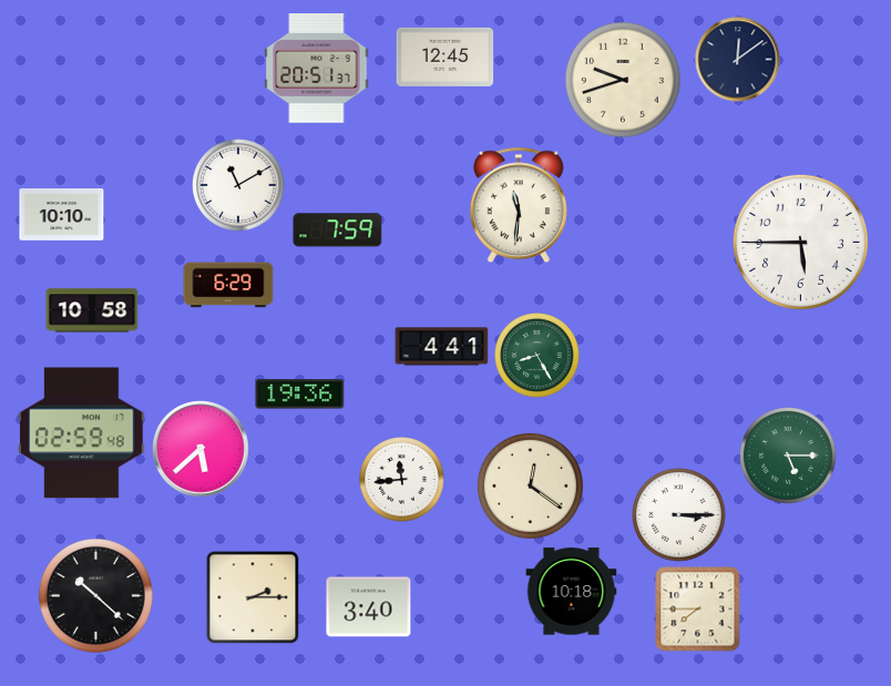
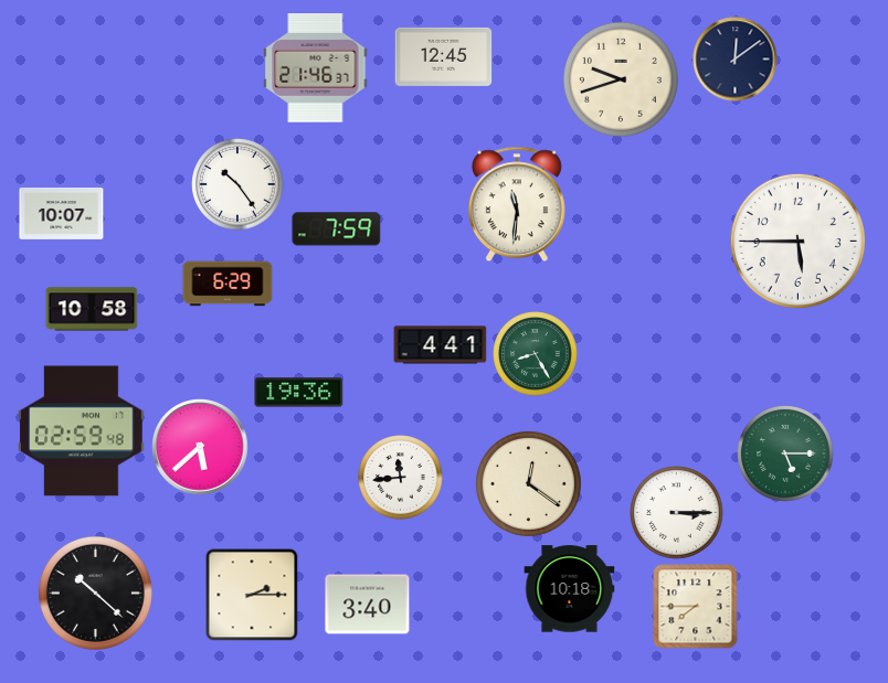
clock at (317, 69): 20:51 -> 21:46
clock at (238, 185): 11:10 -> 10:24
clock at (62, 215): 10:10 -> 10:07
